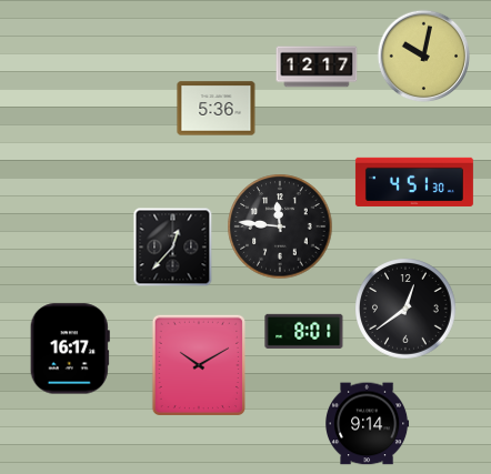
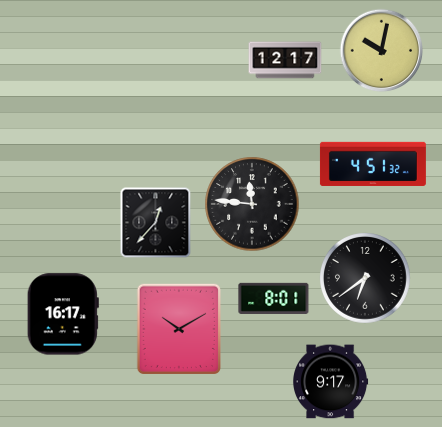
clock at (217, 109): 5:36 -> none
clock at (414, 182): 4:51:30 -> 4:51:32
clock at (407, 310): 12:39 -> 6:39
clock at (368, 424): 9:14 -> 9:17
